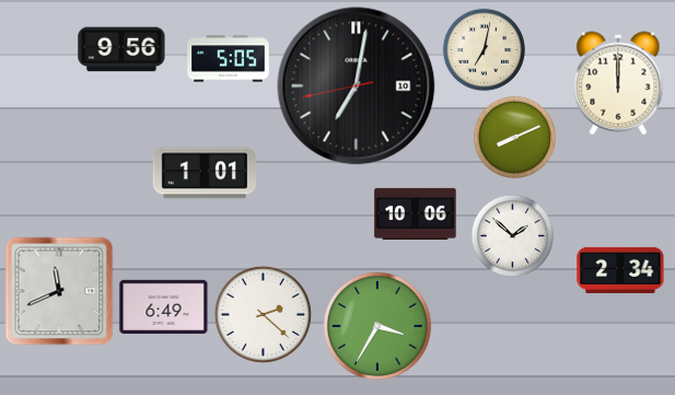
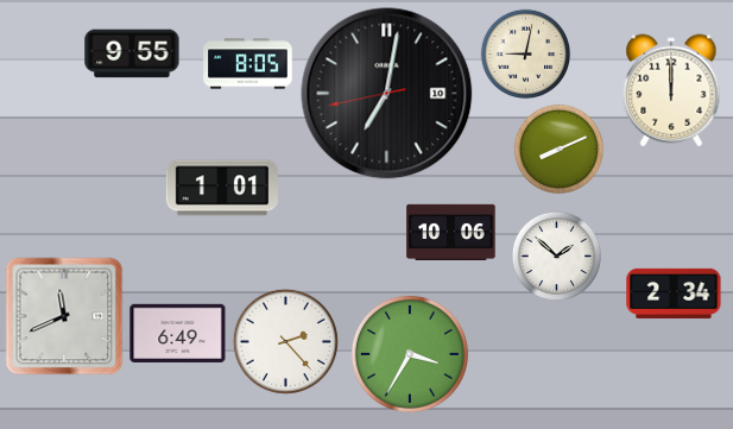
clock at (121, 49): 9:56 -> 9:55
clock at (485, 50): 7:02 -> 9:02
clock at (229, 59): 5:05 -> 8:05
clock at (263, 314): 2:22 -> 2:23
